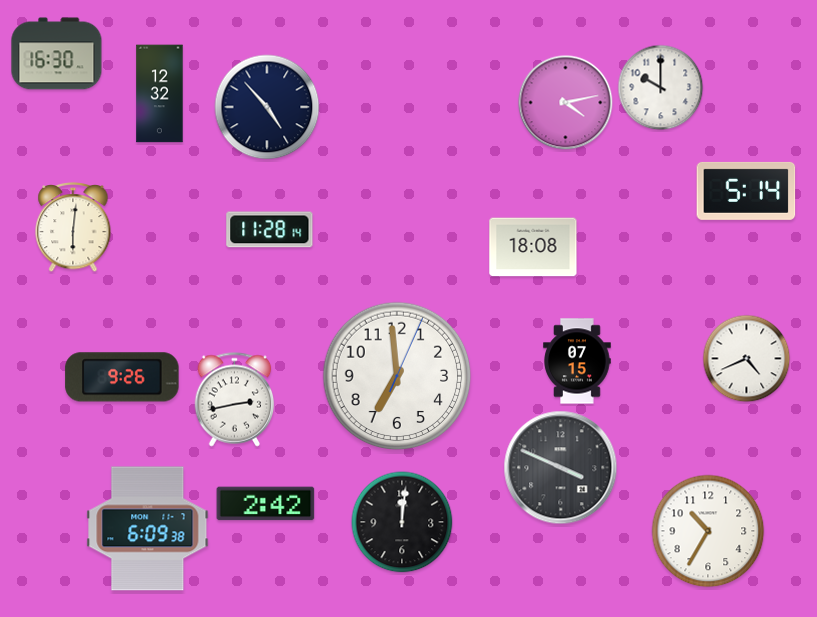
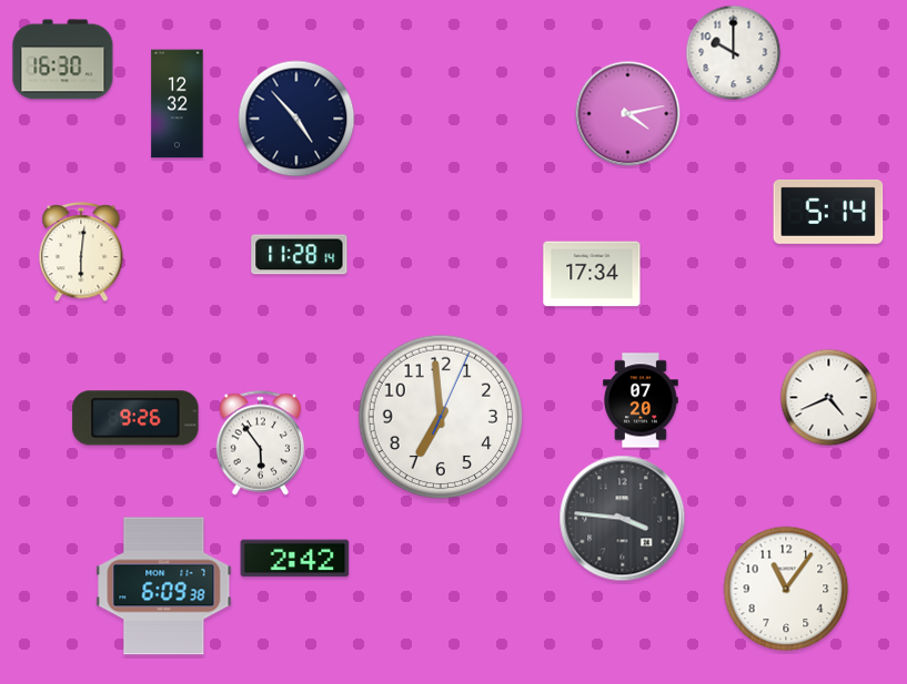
clock at (661, 88) position: (661, 88) -> (734, 53)
clock at (533, 247): 18:08 -> 17:34
clock at (577, 361): 07:15 -> 07:20
clock at (235, 400): 2:43 -> 5:54
clock at (561, 468): 3:49 -> 3:46
clock at (402, 522): 12:01 -> none
clock at (708, 531): 10:35 -> 11:06
